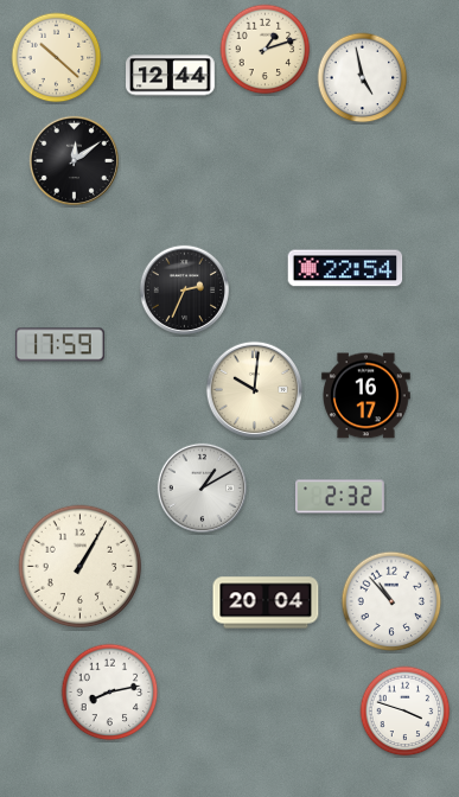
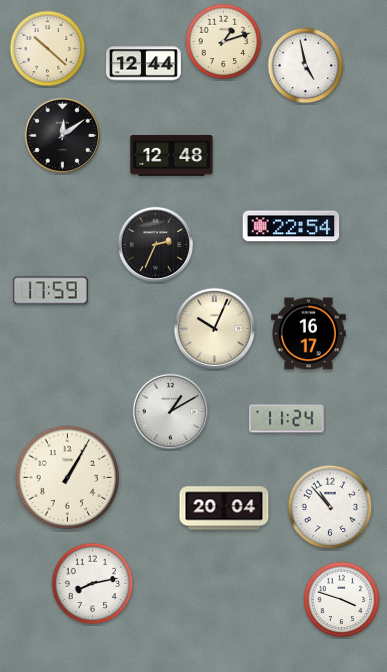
clock at (172, 155): none -> 12:48
clock at (255, 390): 10:01 -> 10:04
clock at (340, 497): 2:32 -> 11:24
